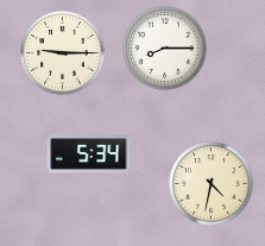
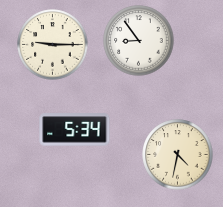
clock at (165, 49): 8:15 -> 8:54
